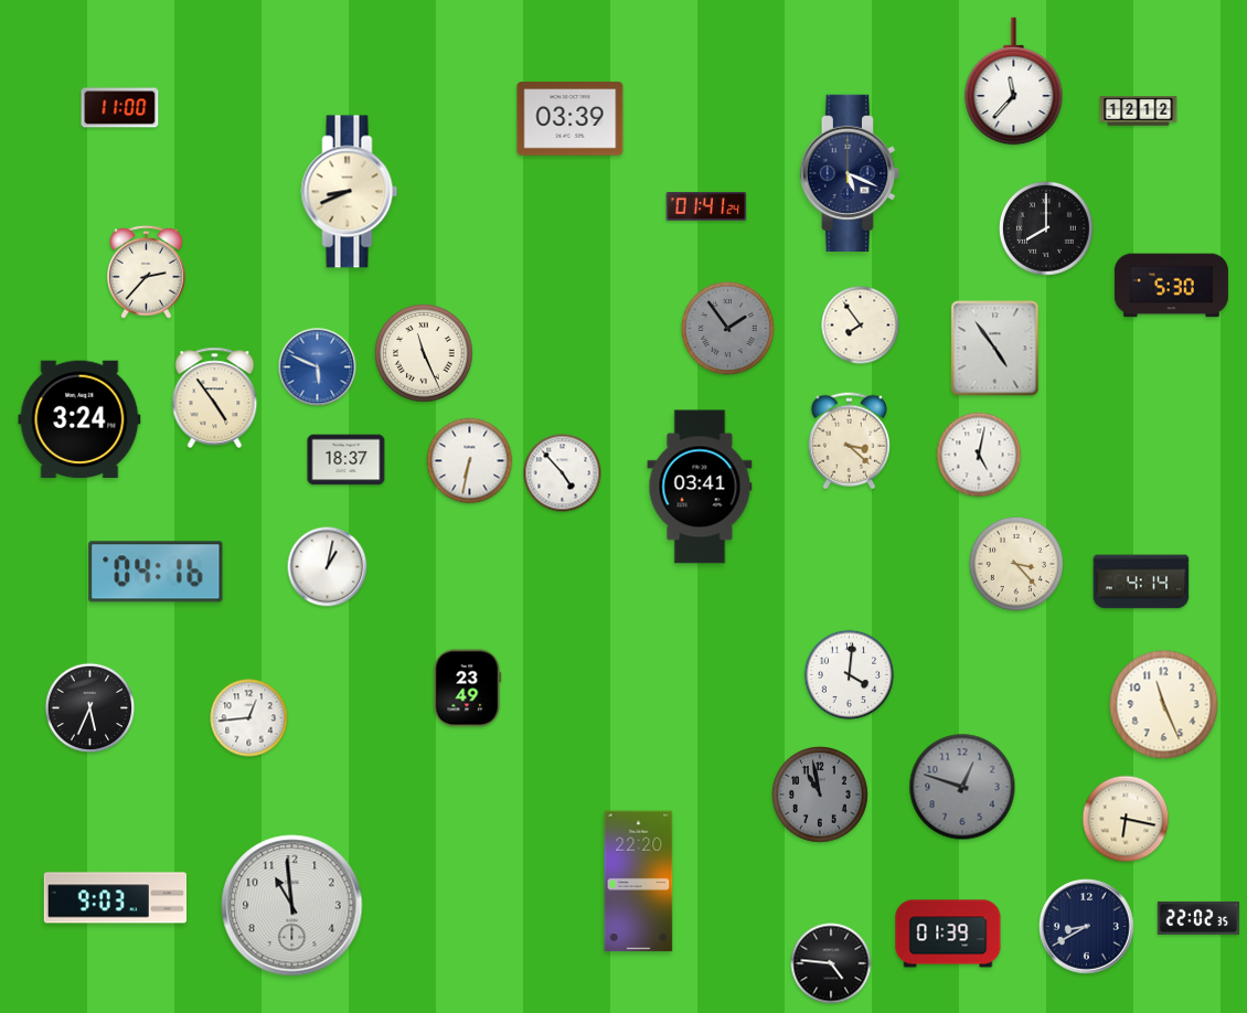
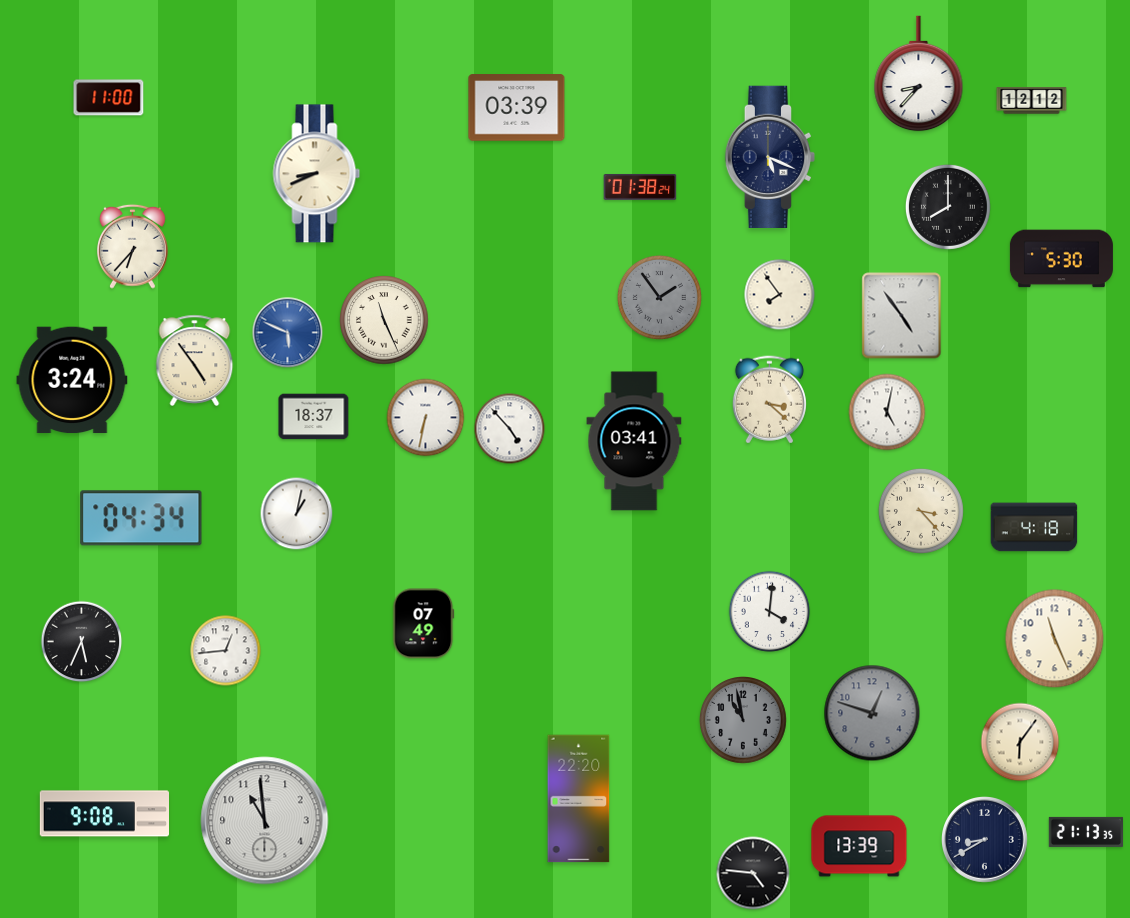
clock at (1014, 82): 11:37 -> 8:37
clock at (706, 206): 01:41 -> 01:38
clock at (147, 271): 2:37 -> 6:37
clock at (156, 572): 04:16 -> 04:34
clock at (1141, 582): 4:14 -> 4:18
clock at (468, 689): 23:49 -> 07:49
clock at (1126, 819): 6:17 -> 6:06
clock at (115, 898): 9:03 -> 9:08
clock at (1198, 918): 22:02 -> 21:13
clock at (948, 934): 01:39 -> 13:39
